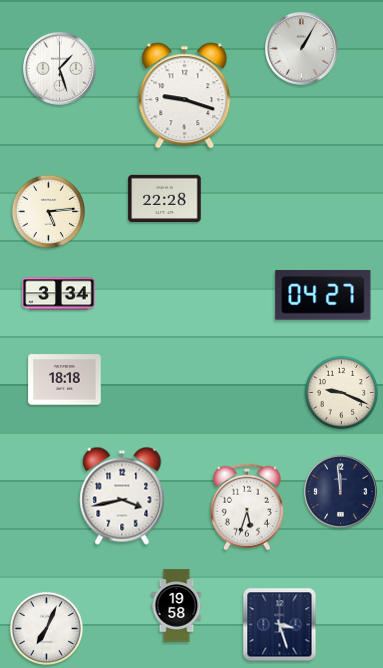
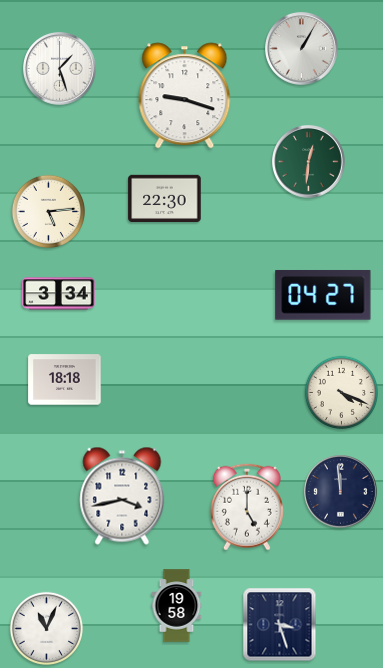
clock at (309, 162): none -> 12:31
clock at (165, 198): 22:28 -> 22:30
clock at (341, 392): 9:19 -> 4:19
clock at (247, 507): 5:33 -> 5:00
clock at (46, 628): 7:04 -> 11:04
